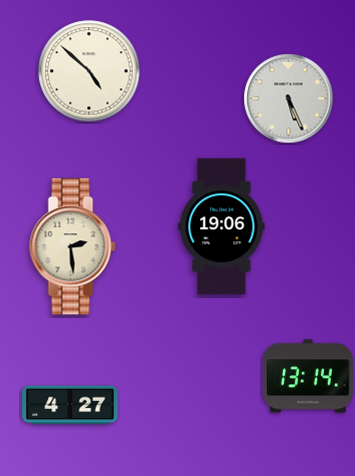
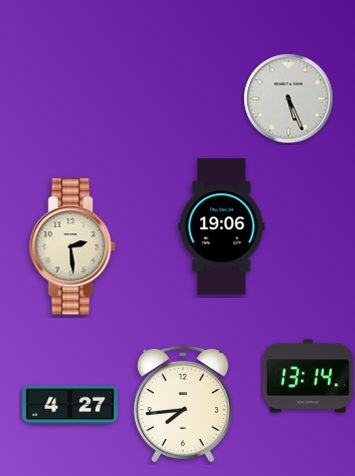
clock at (89, 71): 4:52 -> none
clock at (183, 403): none -> 7:44
